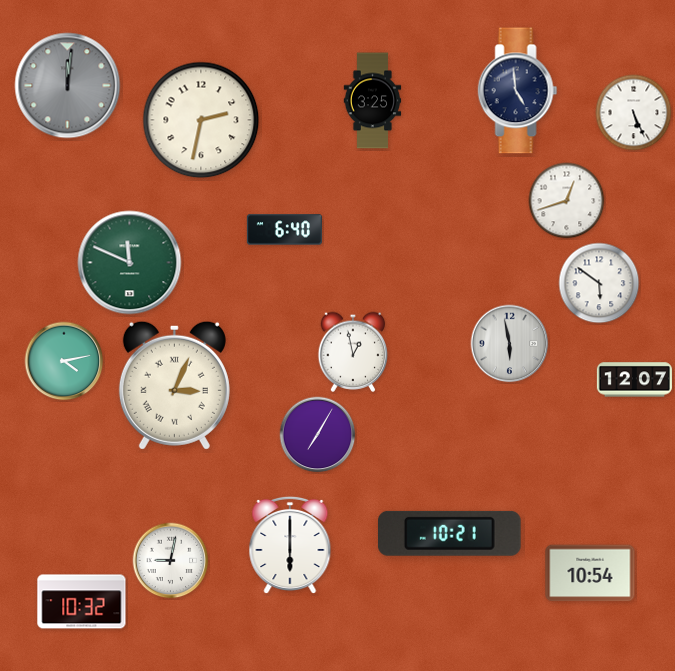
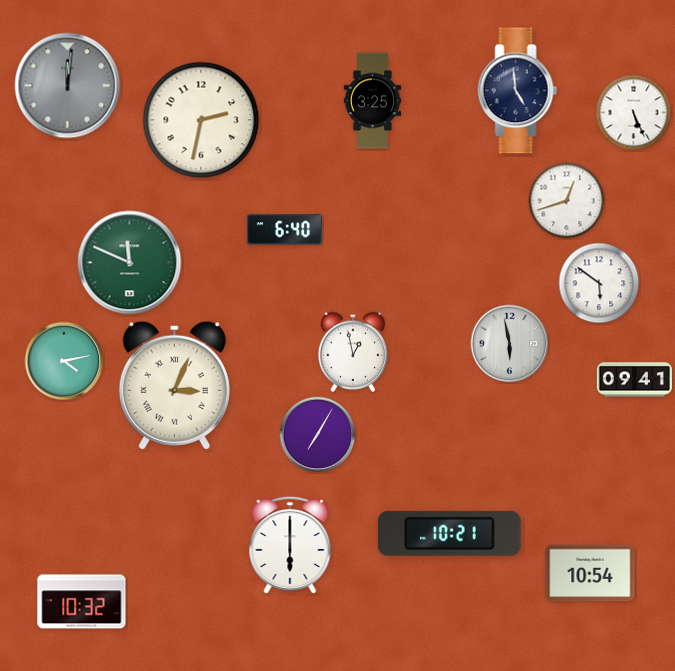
clock at (634, 380): 12:07 -> 09:41
clock at (171, 561): 9:02 -> none
